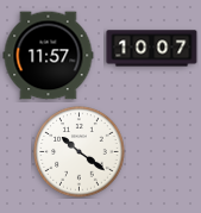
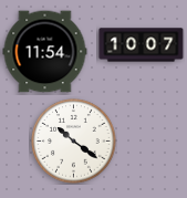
clock at (49, 56): 11:57 -> 11:54
